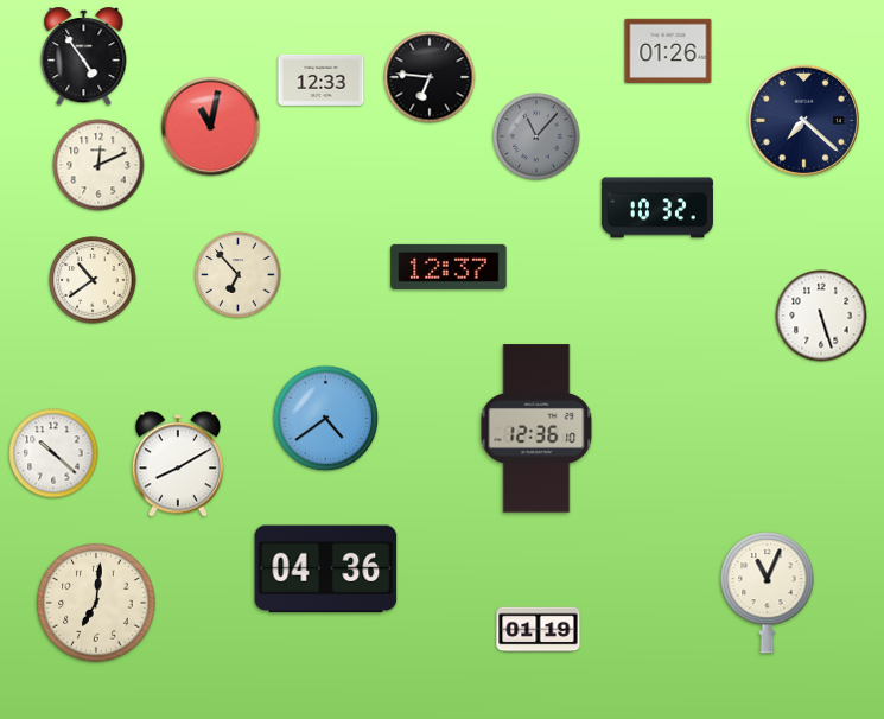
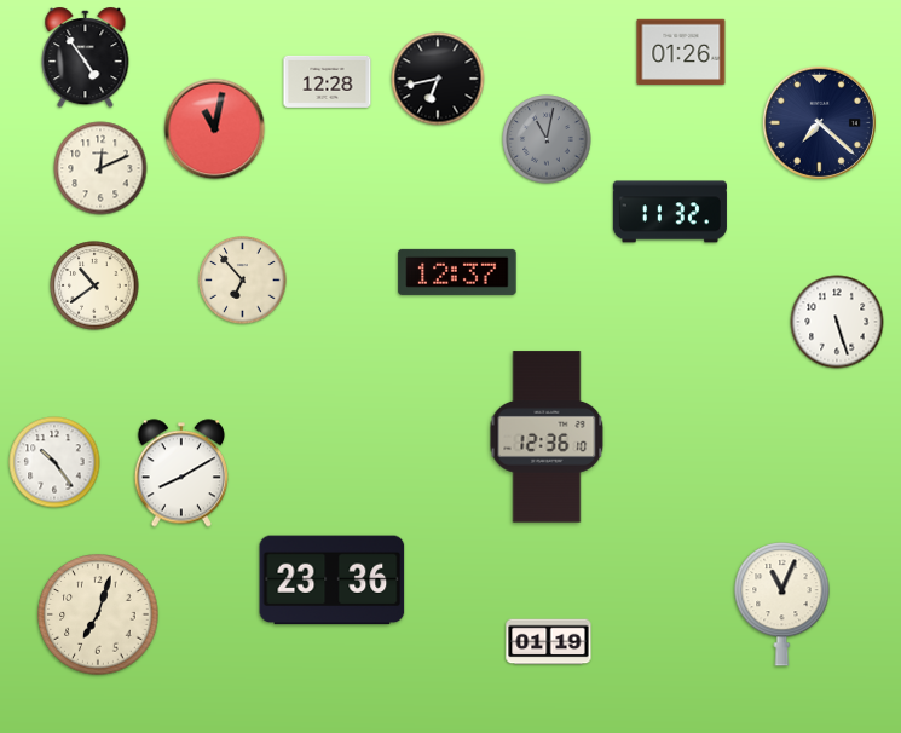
clock at (430, 77): 6:46 -> 6:43
clock at (322, 79): 12:33 -> 12:28
clock at (536, 136): 11:07 -> 11:02
clock at (657, 208): 10:32 -> 11:32
clock at (326, 419): 4:39 -> none
clock at (53, 453): 10:22 -> 10:24
clock at (326, 570): 04:36 -> 23:36
clock at (96, 603): 7:01 -> 7:03
